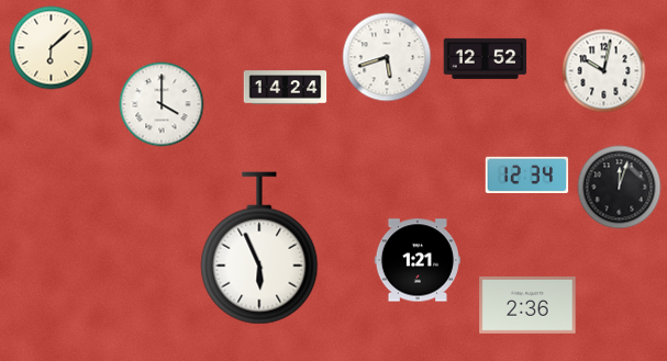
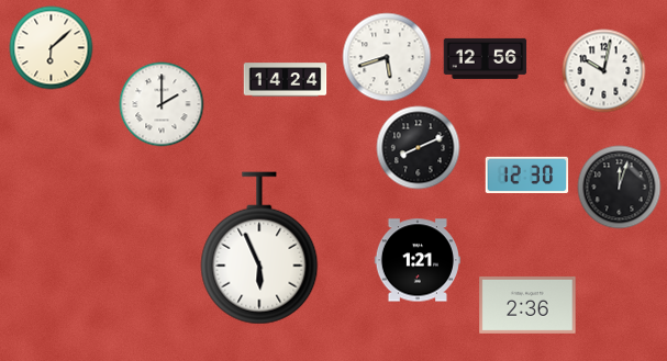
clock at (486, 58): 12:52 -> 12:56
clock at (286, 88) position: (286, 88) -> (286, 80)
clock at (162, 104): 4:00 -> 2:00
clock at (419, 148): none -> 8:11
clock at (527, 174): 12:34 -> 12:30
